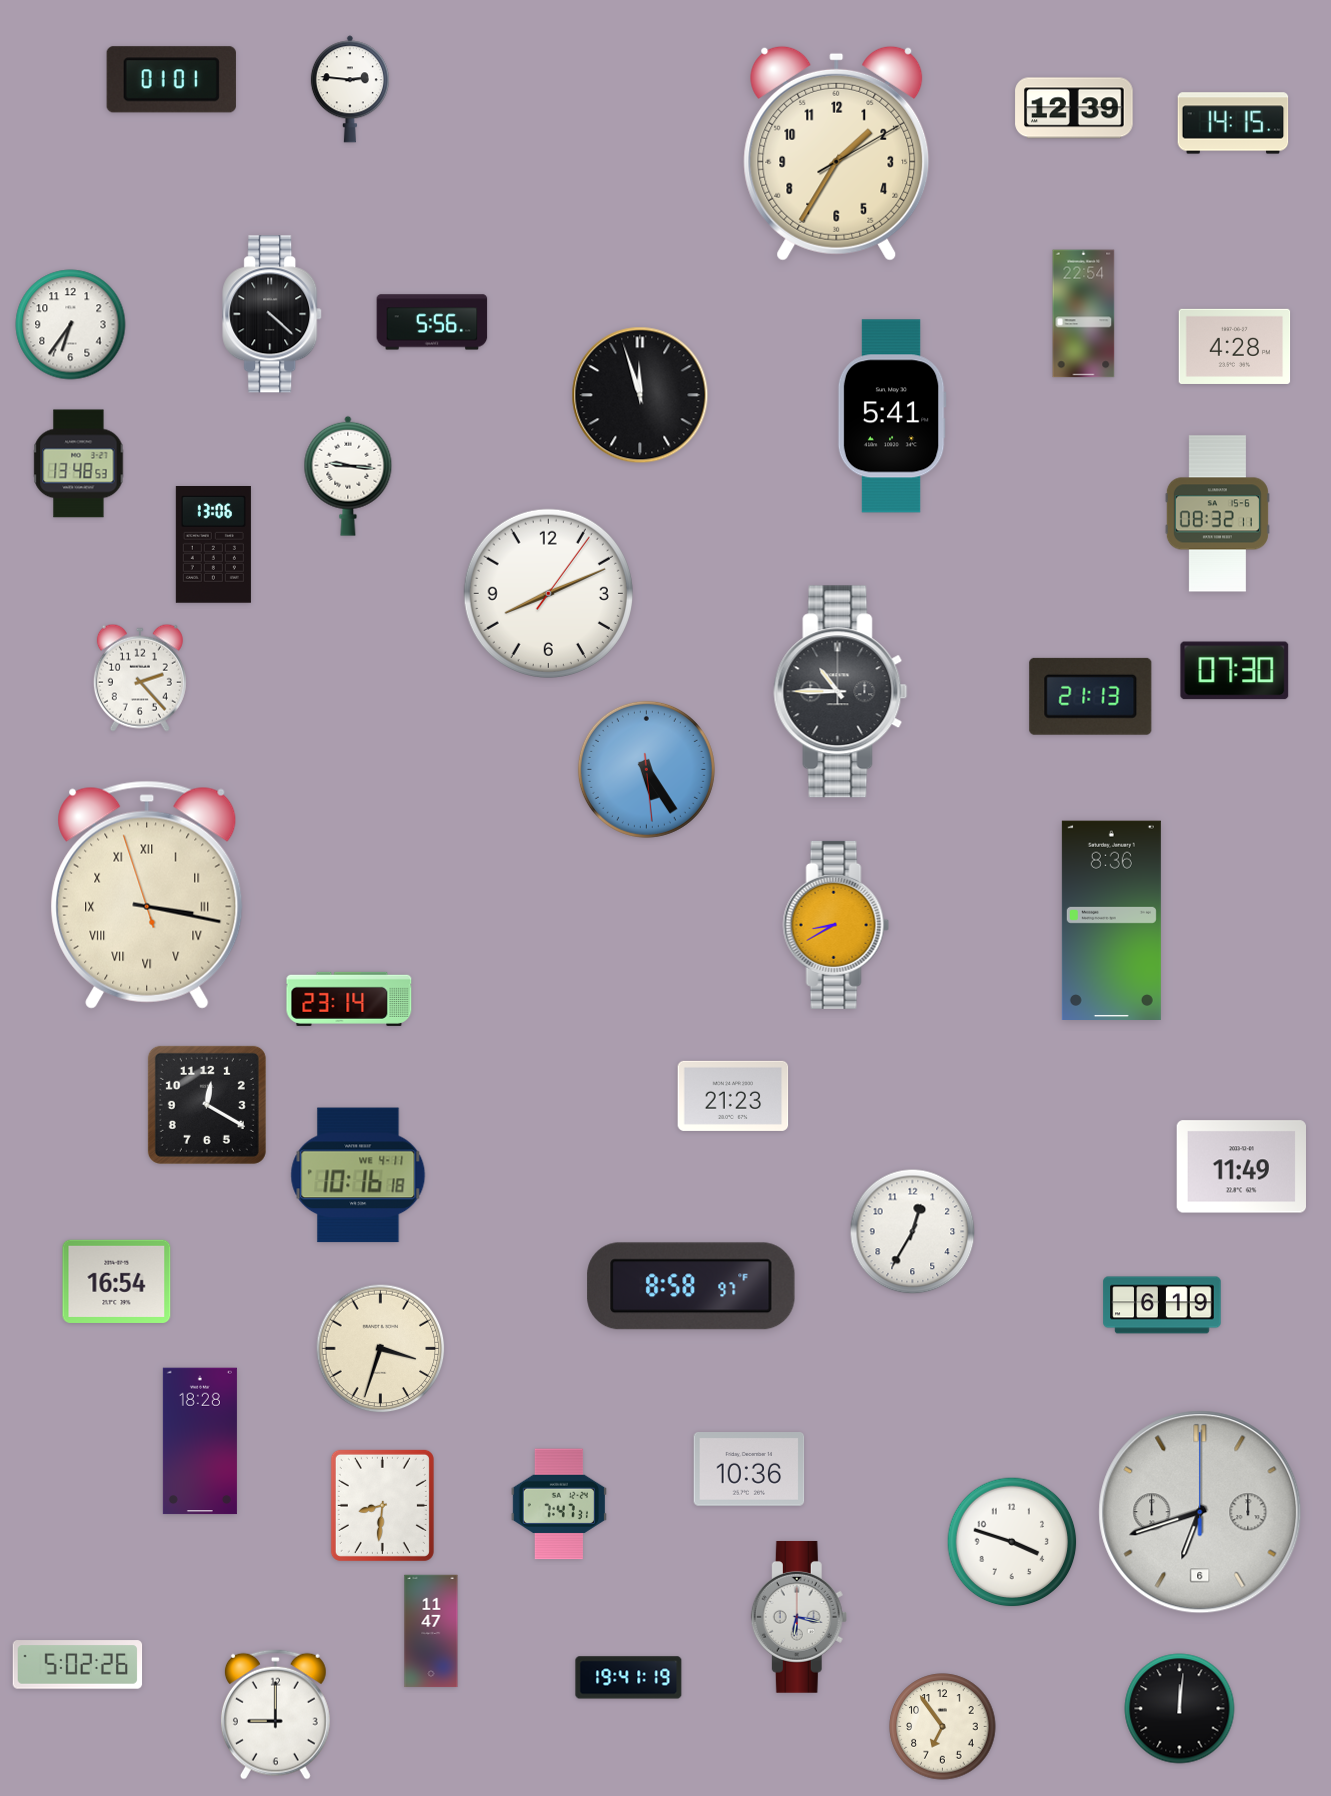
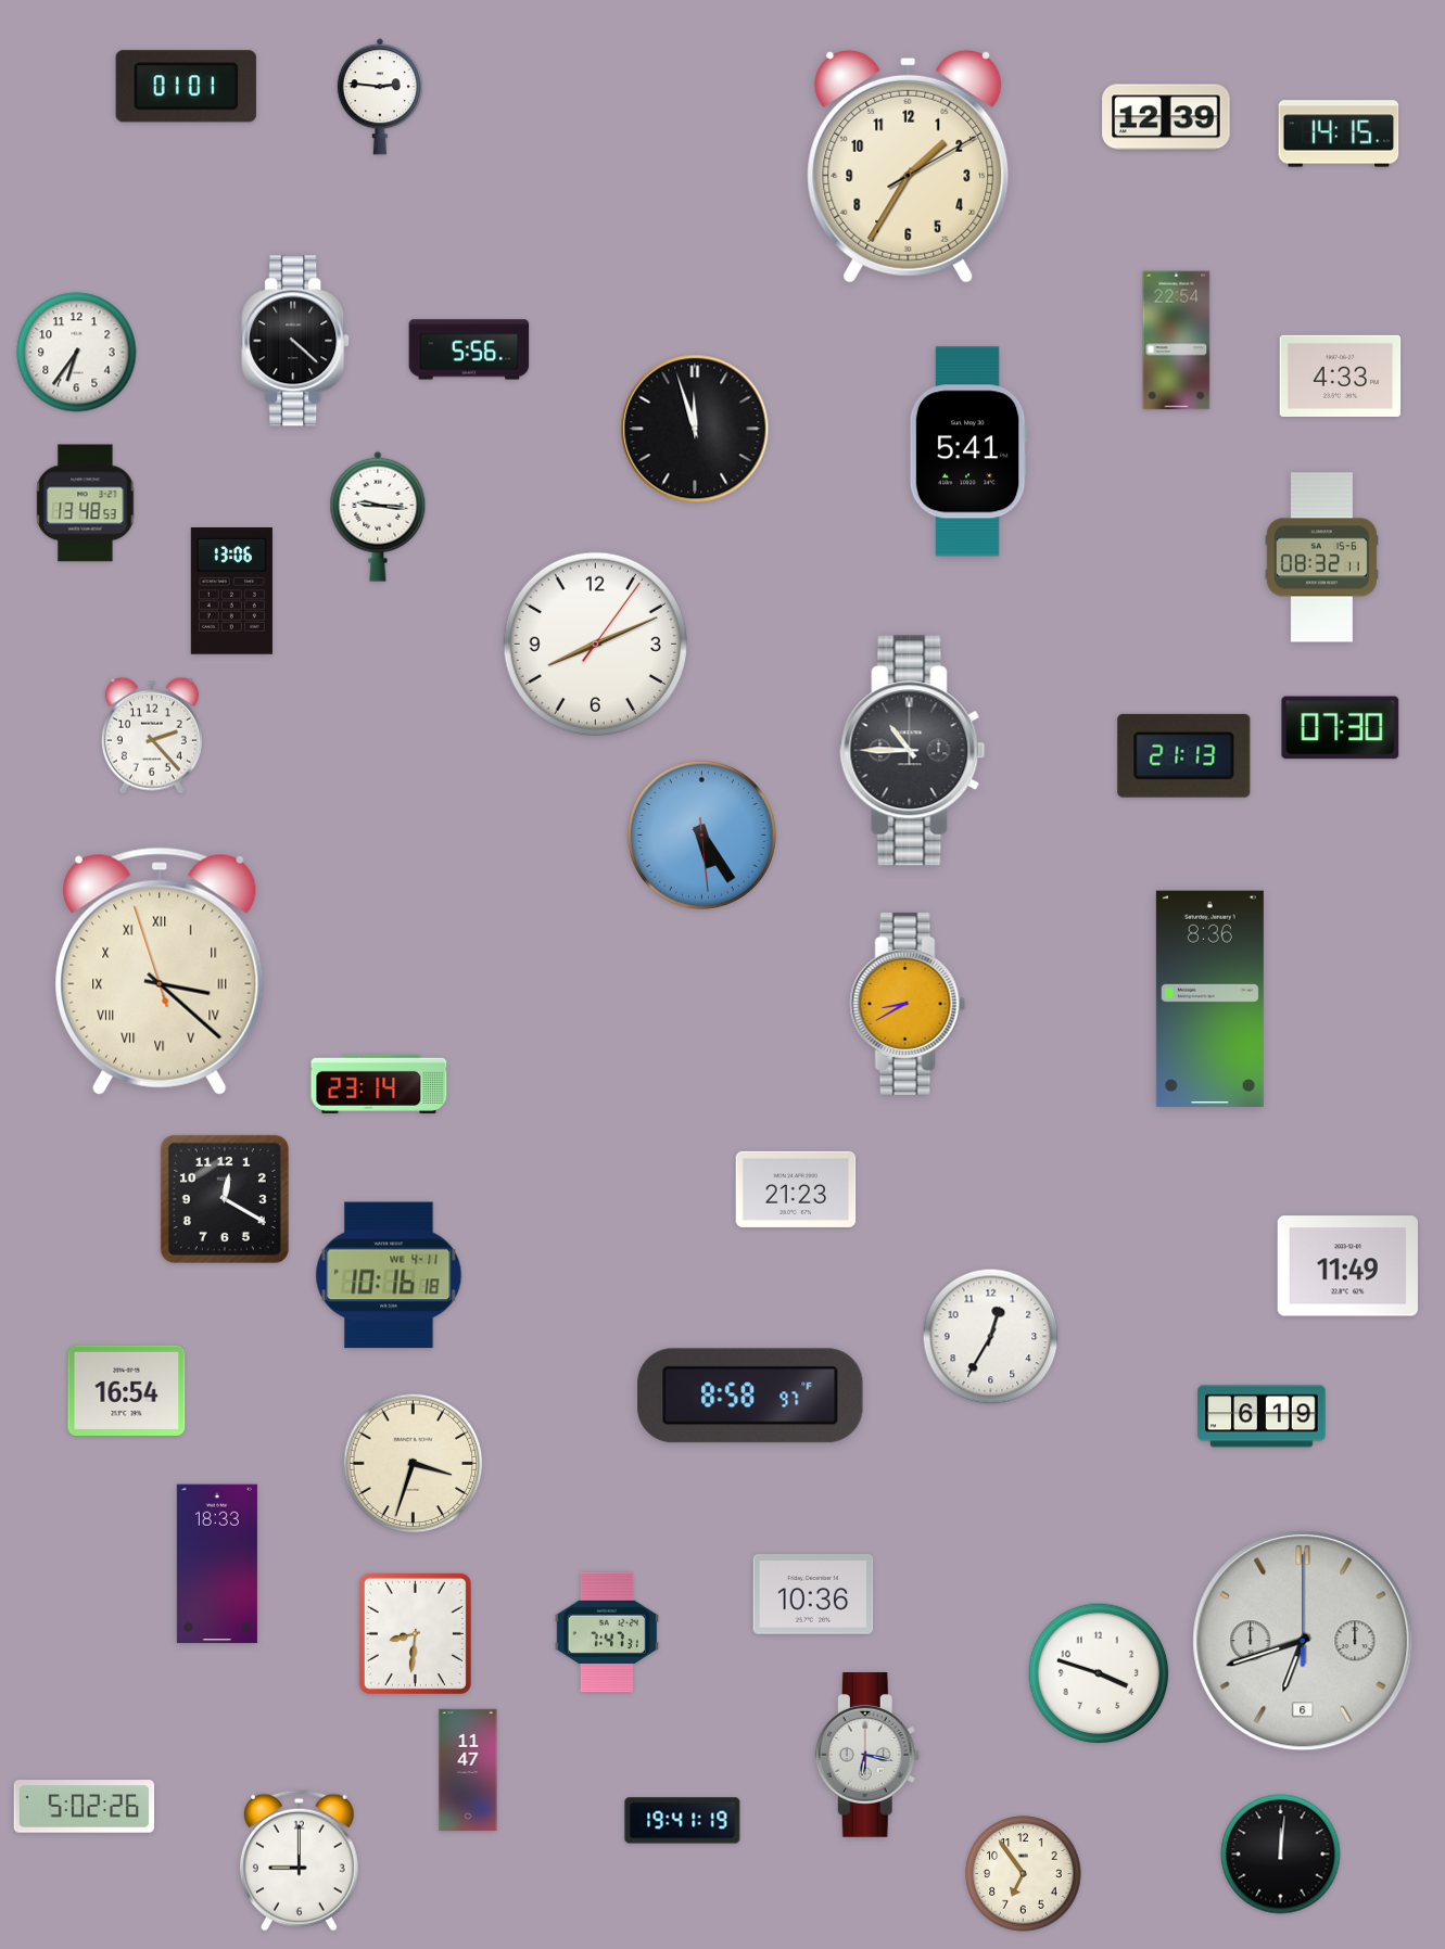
clock at (1235, 346): 4:28 -> 4:33
clock at (147, 895): 3:16 -> 3:21
clock at (1111, 920) position: (1111, 920) -> (1209, 998)
clock at (200, 1441): 18:28 -> 18:33
